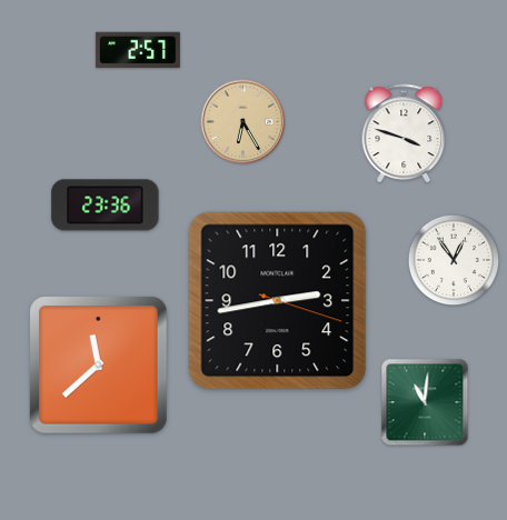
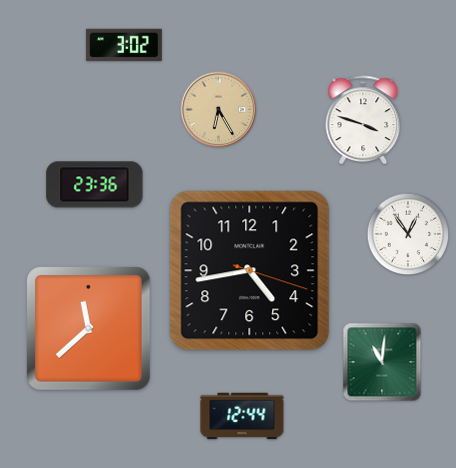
clock at (138, 50): 2:57 -> 3:02
clock at (278, 301): 2:43 -> 4:43
clock at (242, 416): none -> 12:44
